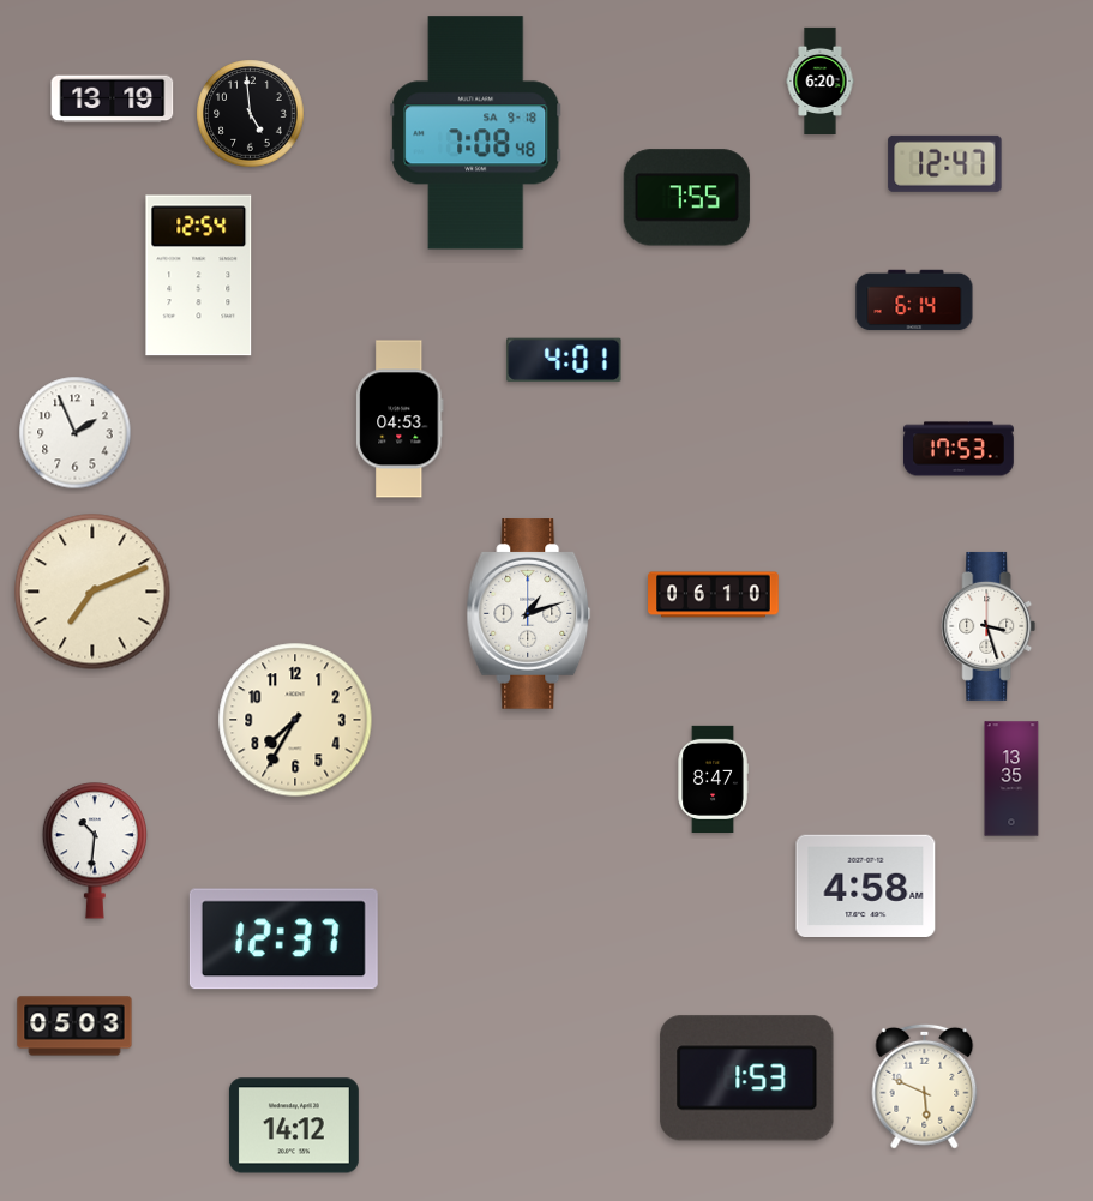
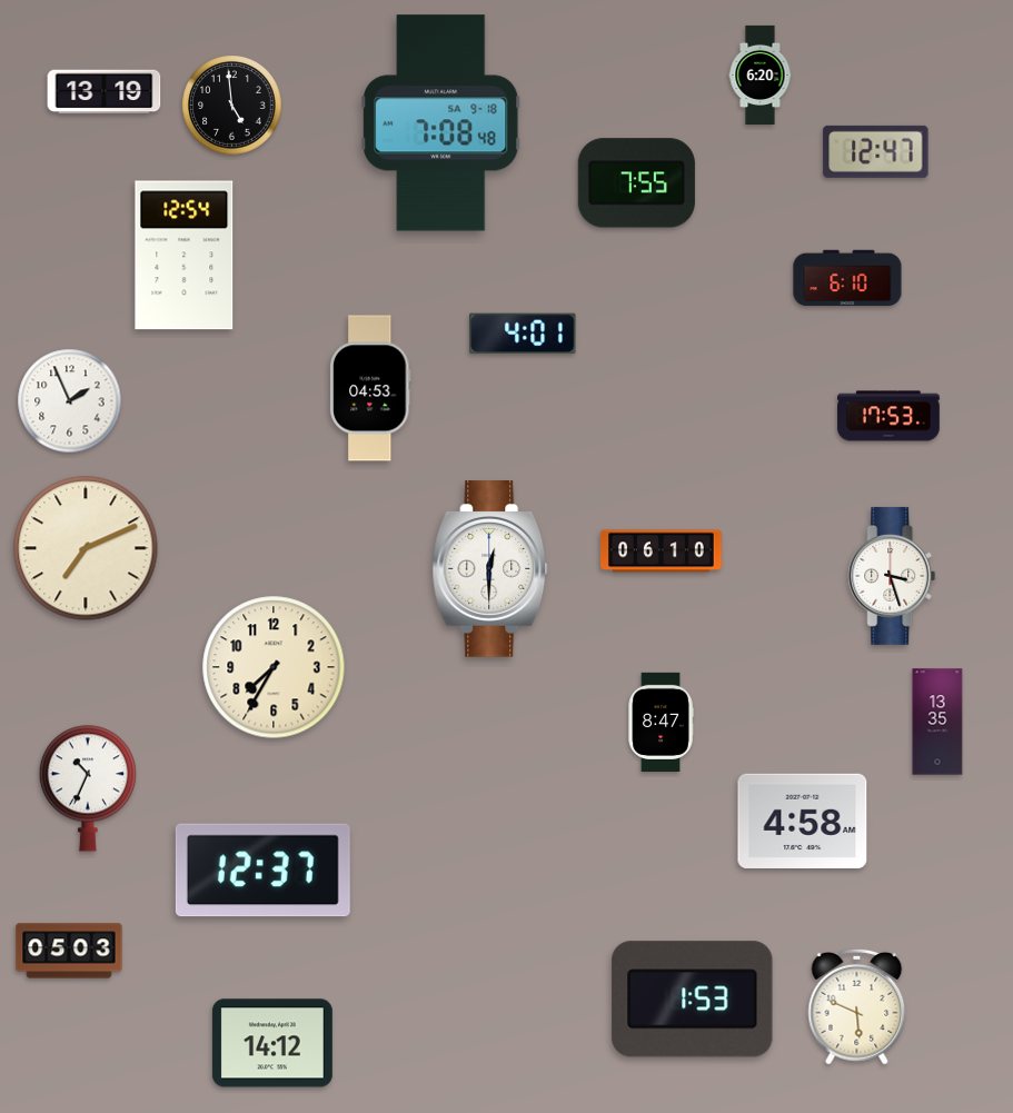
clock at (914, 300): 6:14 -> 6:10
clock at (529, 614): 1:12 -> 12:30
clock at (989, 626) position: (989, 626) -> (892, 576)
clock at (95, 851): 10:31 -> 10:34
